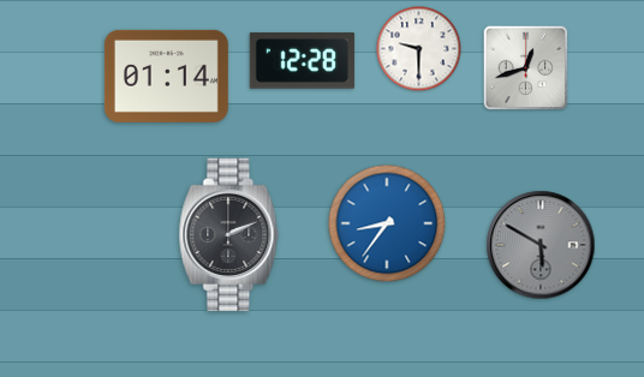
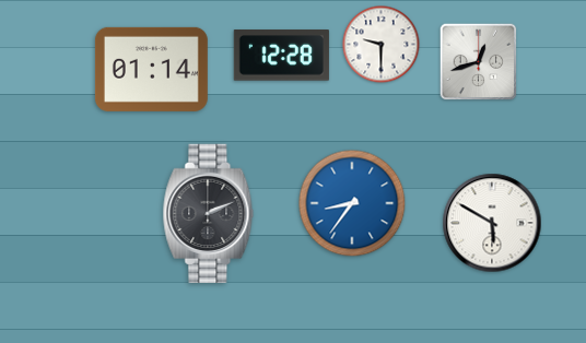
clock at (302, 61) position: (302, 61) -> (281, 56)
clock at (541, 245) dial: grey -> white
